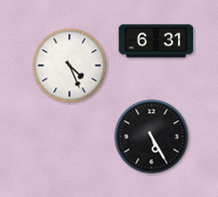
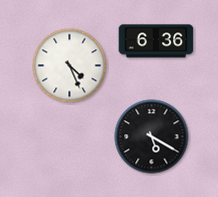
clock at (156, 41): 6:31 -> 6:36
clock at (152, 137): 5:25 -> 5:20
